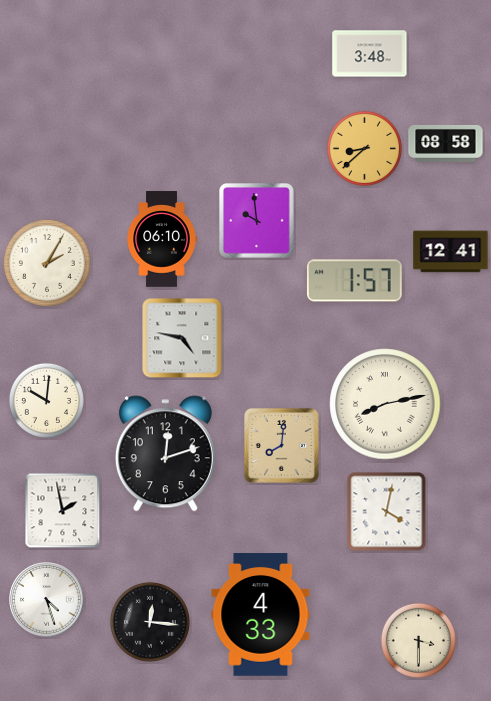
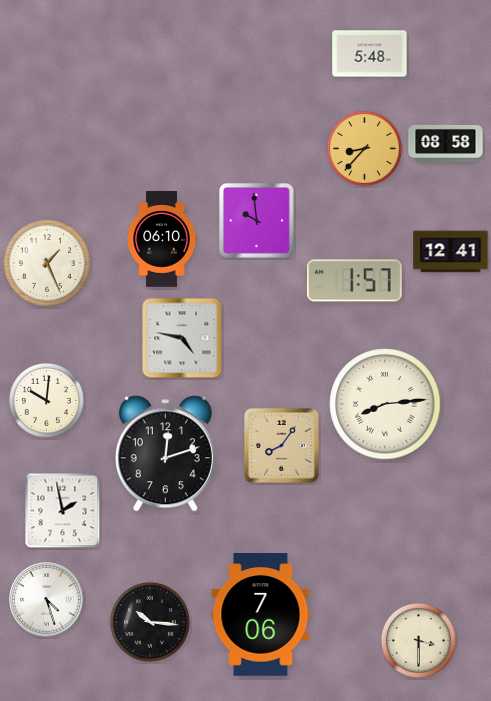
clock at (370, 54): 3:48 -> 5:48
clock at (364, 148): 8:38 -> 8:37
clock at (47, 263): 2:05 -> 1:26
clock at (385, 404): 8:13 -> 8:14
clock at (282, 446): 8:01 -> 8:06
clock at (387, 512): 4:02 -> none
clock at (261, 615): 4:33 -> 7:06
clock at (150, 622): 12:16 -> 10:16
